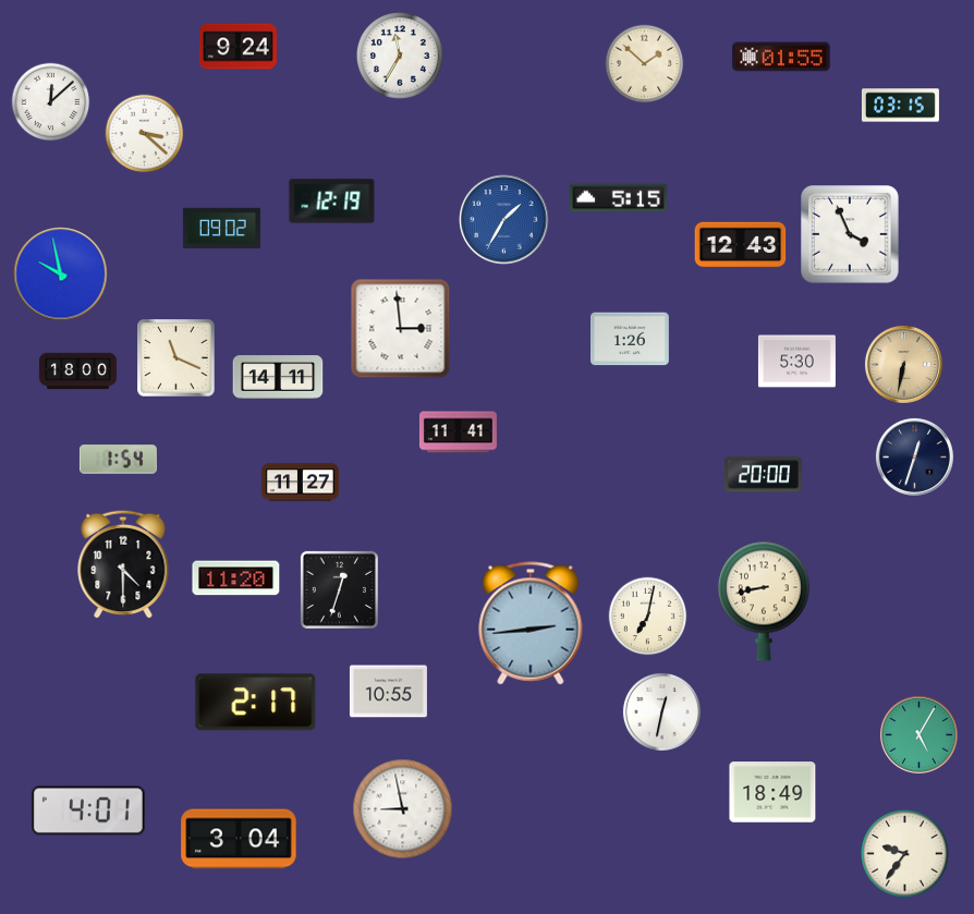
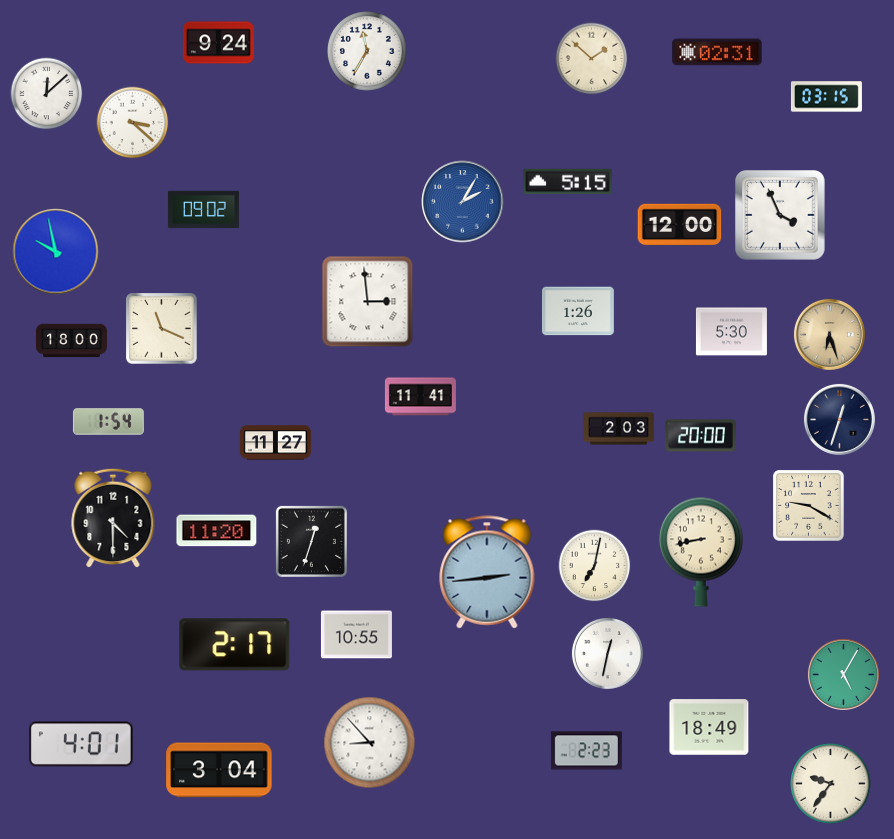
clock at (781, 57): 01:55 -> 02:31
clock at (332, 202): 12:19 -> none
clock at (504, 220): 1:35 -> 2:05
clock at (741, 245): 12:43 -> 12:00
clock at (903, 364): 6:32 -> 6:27
clock at (278, 377): 14:11 -> none
clock at (618, 429): none -> 2:03
clock at (809, 506): none -> 9:20
clock at (403, 809): 8:58 -> 8:53
clock at (586, 751): none -> 2:23
